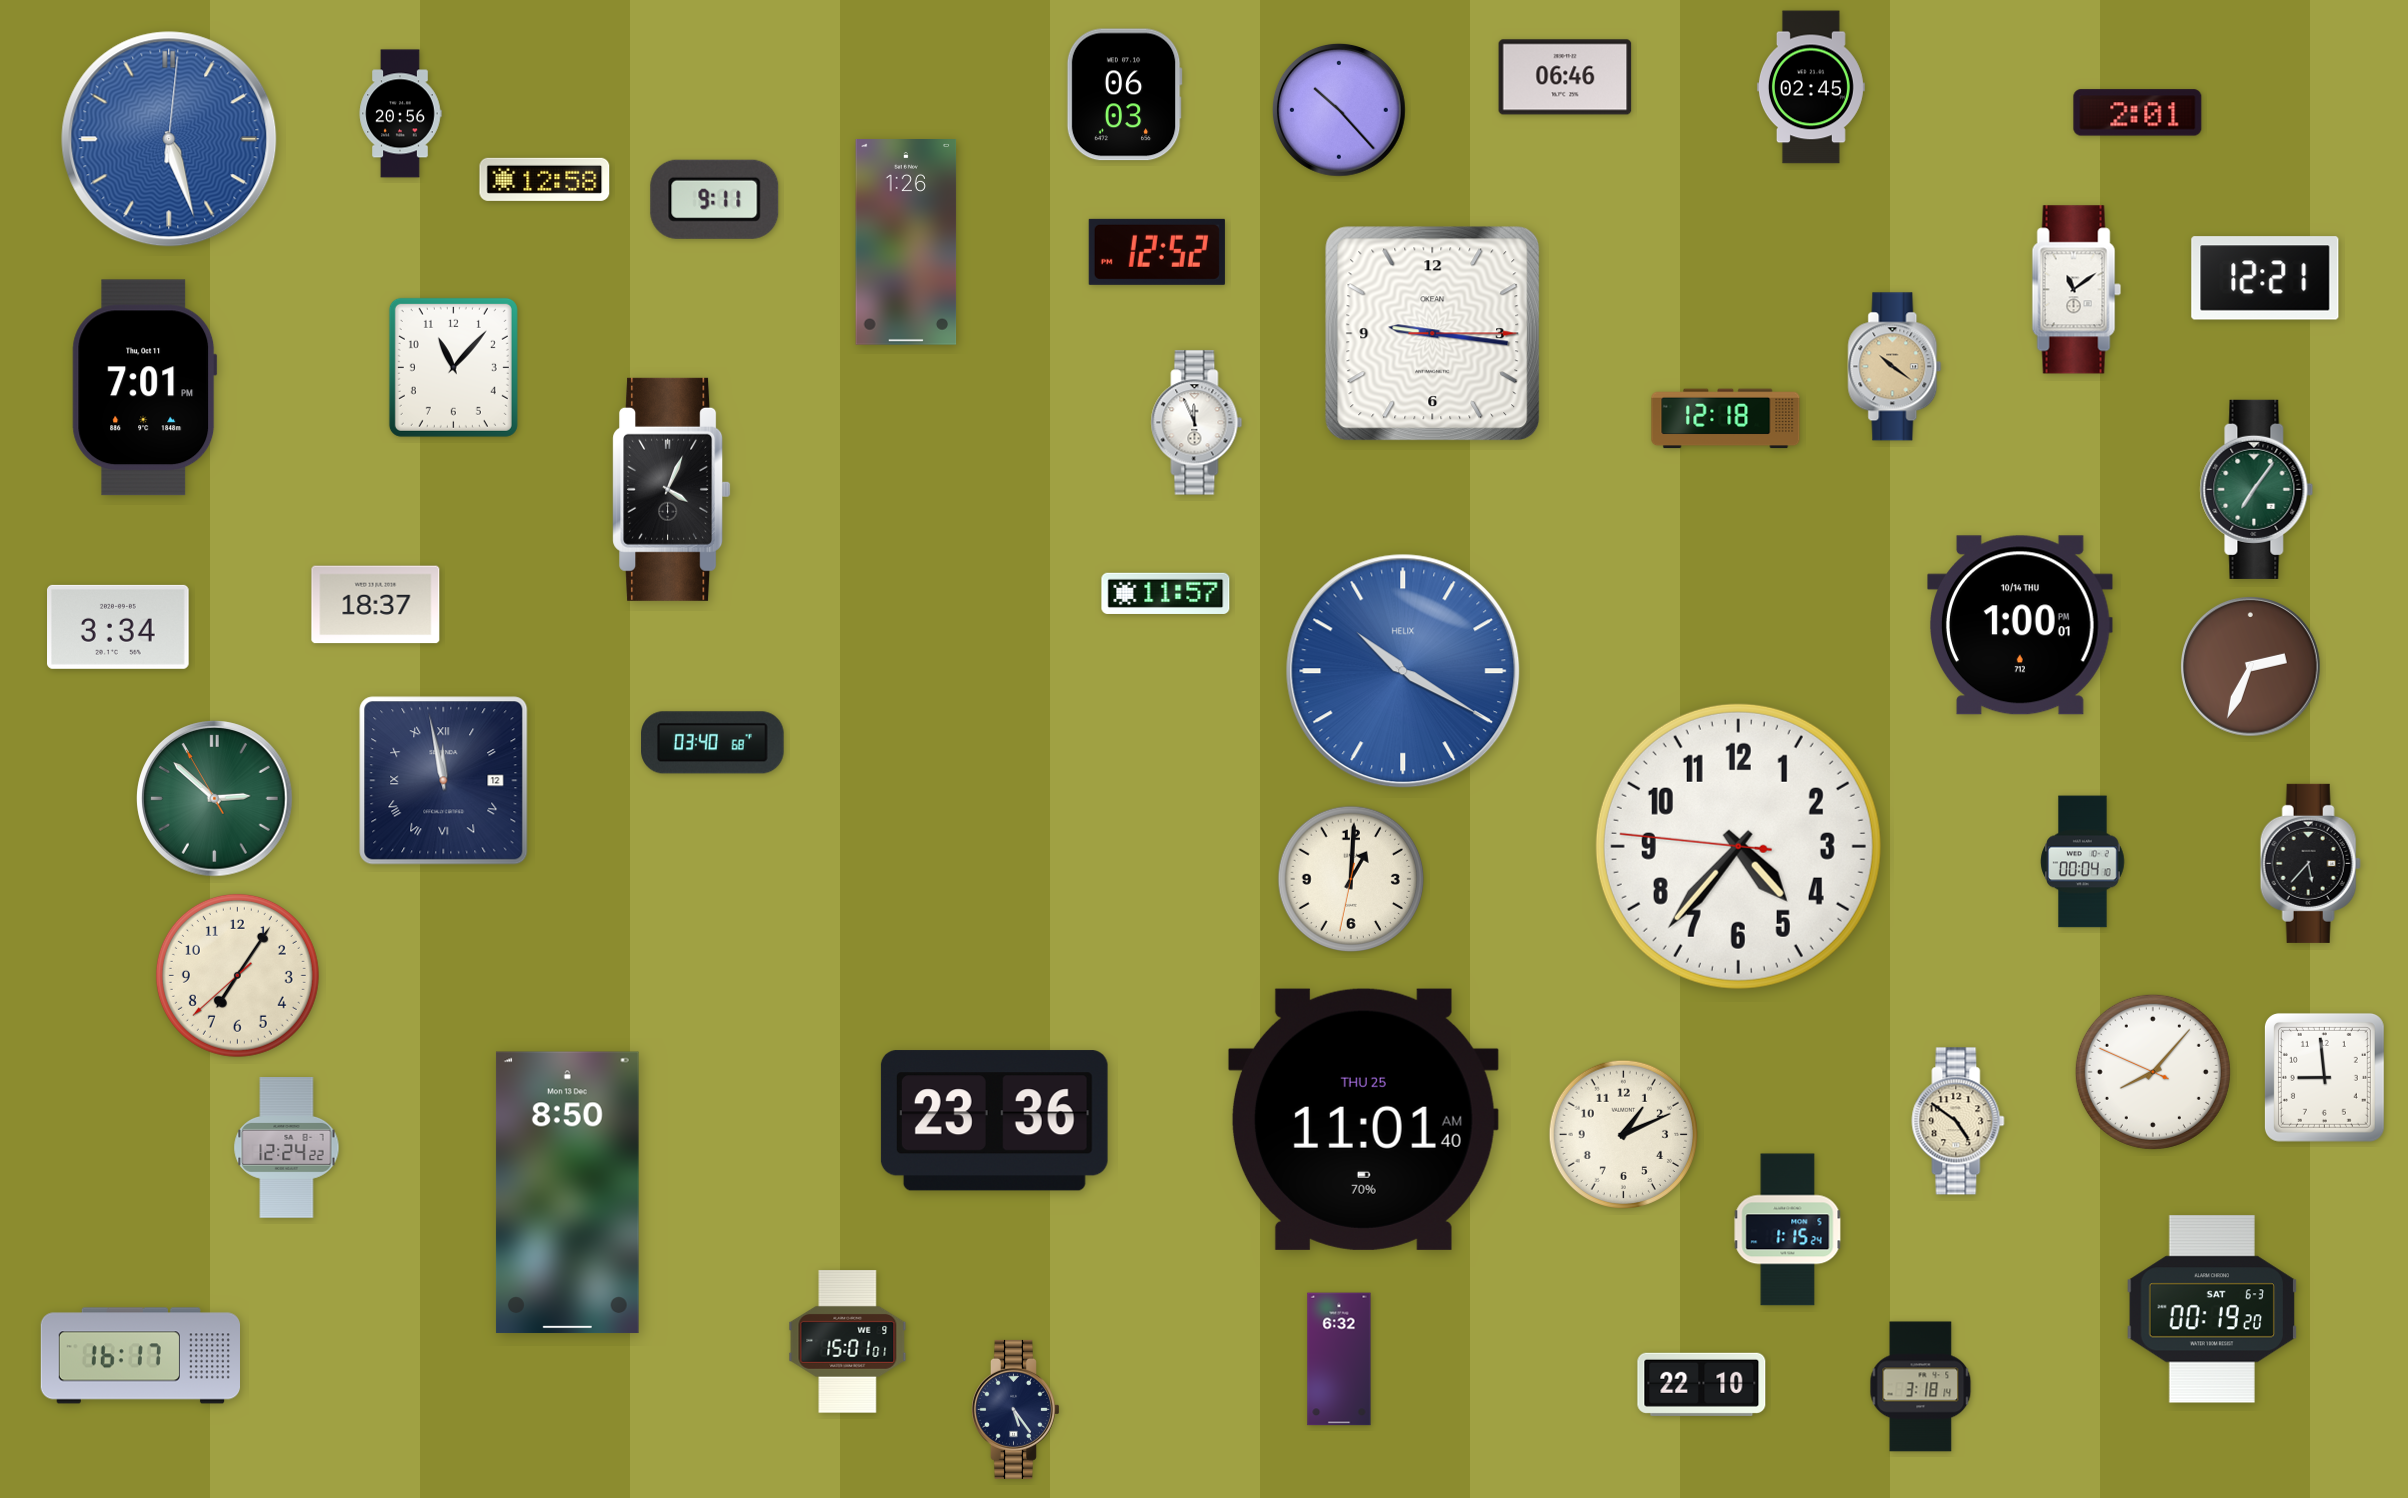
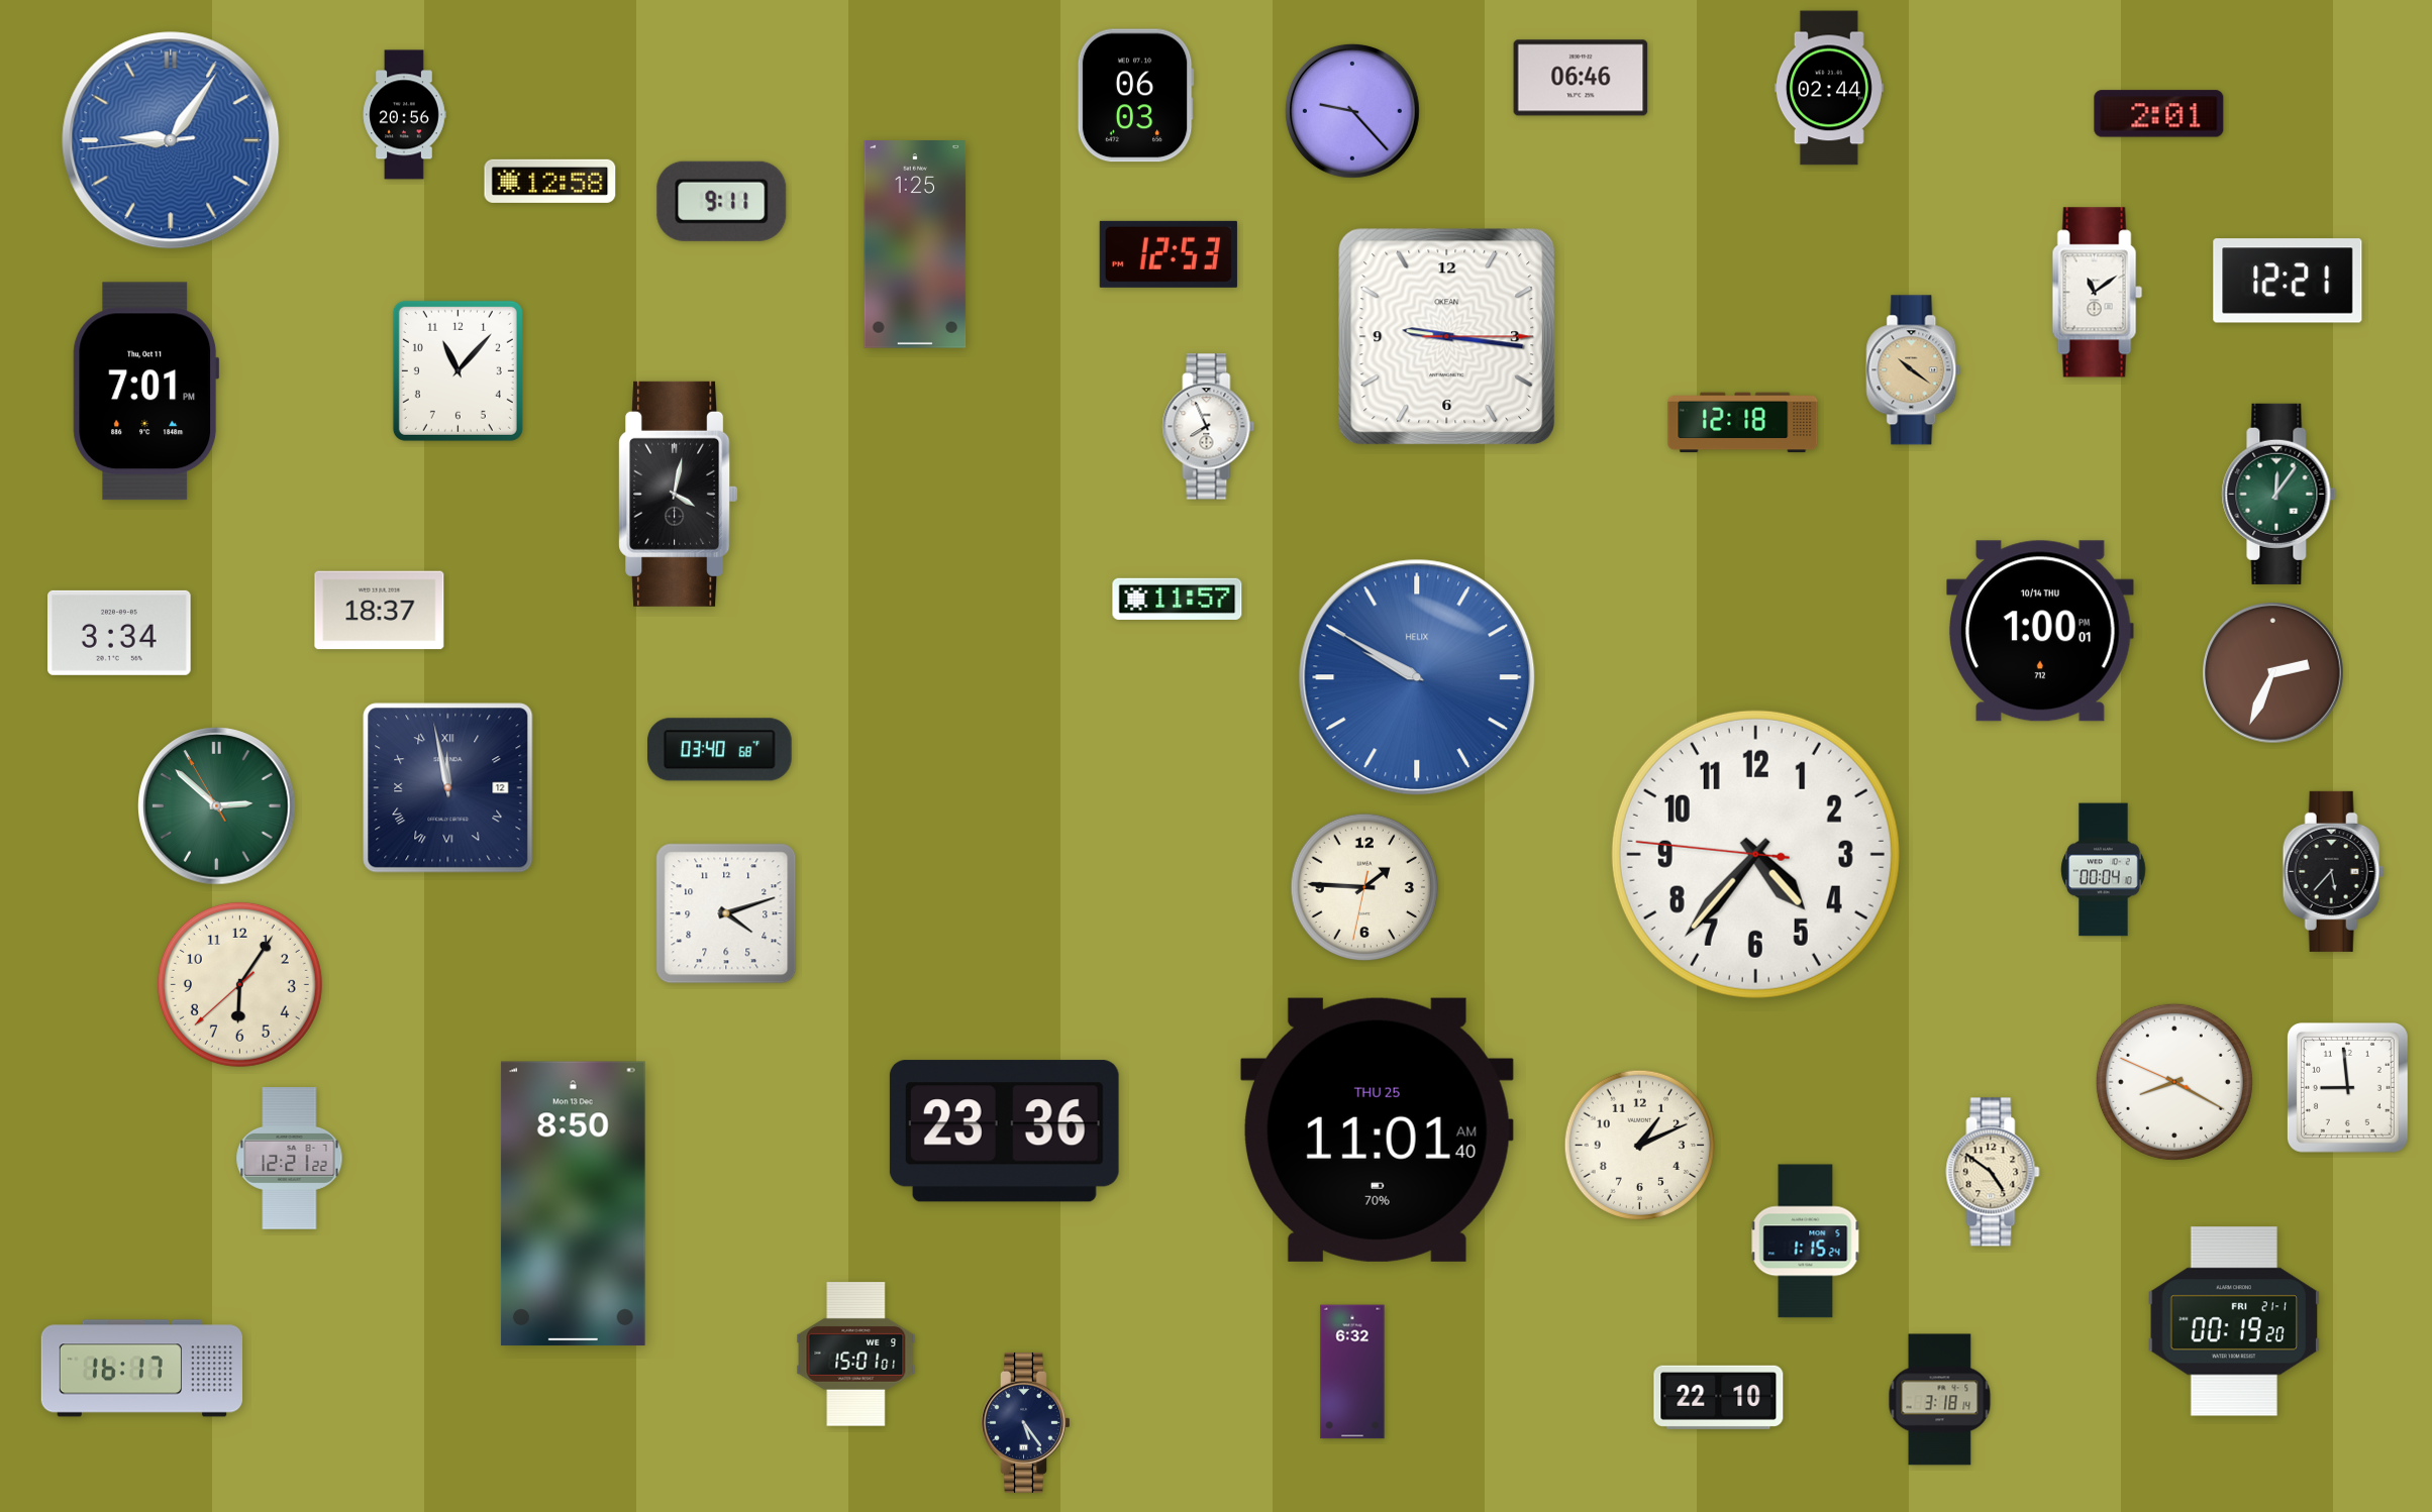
clock at (1811, 87): 02:45 -> 02:44
clock at (1339, 110): 10:23 -> 9:23
clock at (169, 139): 5:27 -> 9:05
clock at (906, 243): 1:26 -> 1:25
clock at (1157, 252): 12:52 -> 12:53
clock at (1197, 423): 11:56 -> 7:56
clock at (672, 489): 4:04 -> 4:02
clock at (2257, 489): 7:06 -> 12:06
clock at (1403, 671): 10:20 -> 9:50
clock at (1351, 879): 1:00 -> 1:45
clock at (726, 913): none -> 4:12
clock at (237, 975): 7:05 -> 6:05
clock at (2153, 1072): 8:06 -> 8:19
clock at (1958, 1121) position: (1958, 1121) -> (1993, 1172)
clock at (287, 1148): 12:24 -> 12:21
clock at (2211, 1309) date: SAT 6-3 -> FRI 21-1
